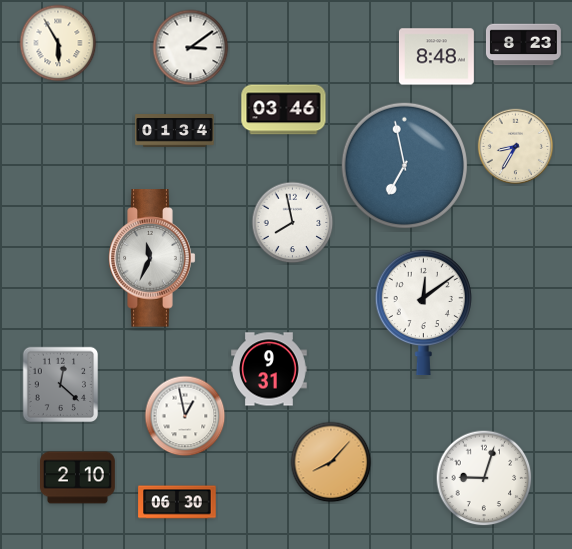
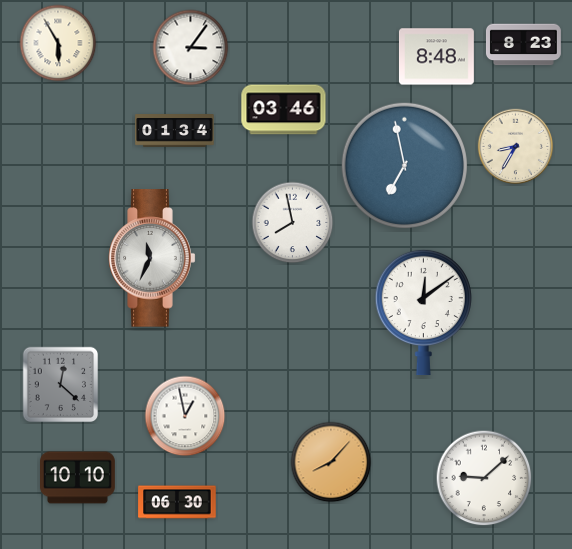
clock at (191, 48): 3:09 -> 3:06
clock at (269, 369): 9:31 -> none
clock at (78, 478): 2:10 -> 10:10
clock at (484, 478): 9:03 -> 9:08
